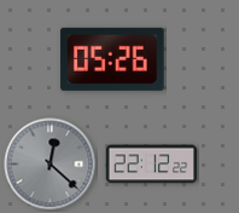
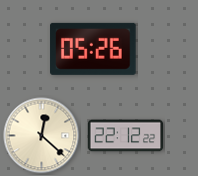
clock at (51, 165) dial: grey -> cream
